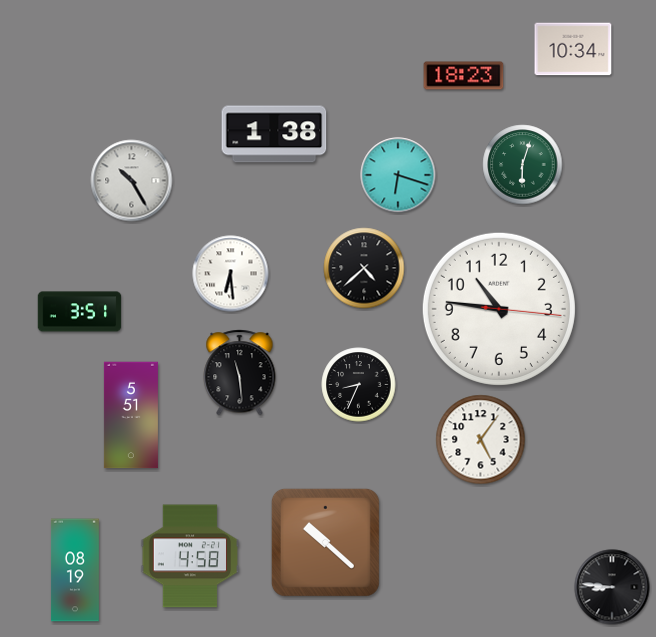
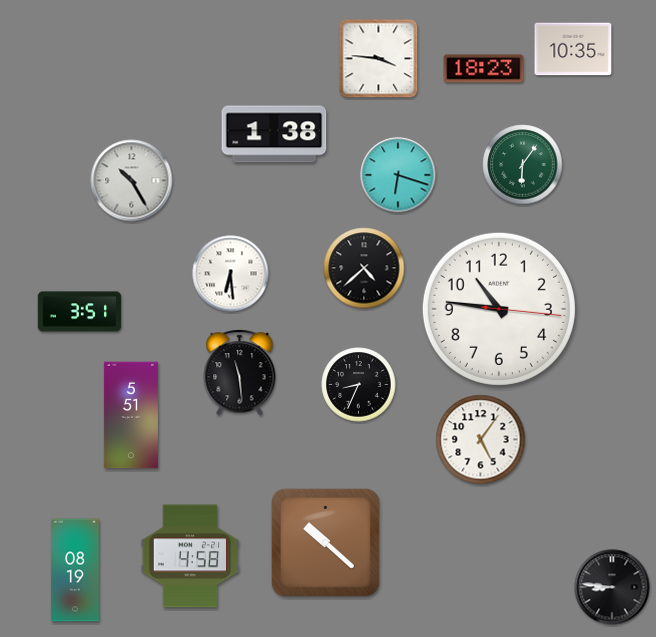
clock at (573, 49): 10:34 -> 10:35
clock at (379, 59): none -> 3:46
clock at (464, 76) position: (464, 76) -> (484, 69)
clock at (523, 165): 6:03 -> 6:06
